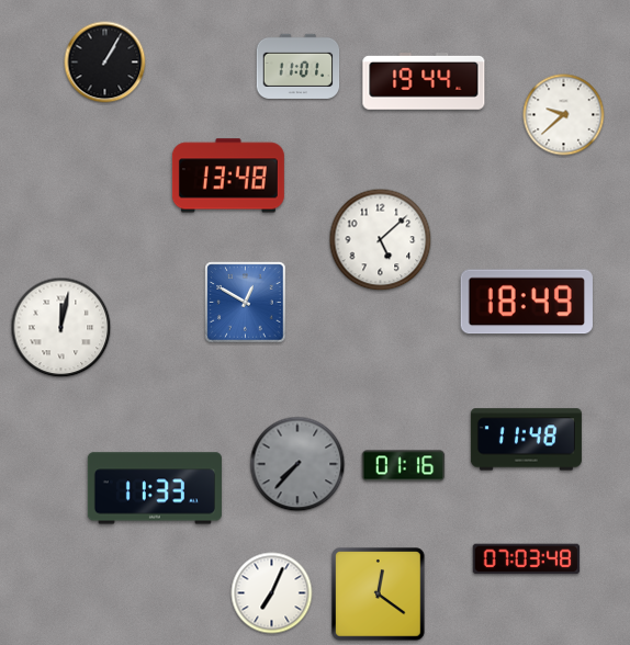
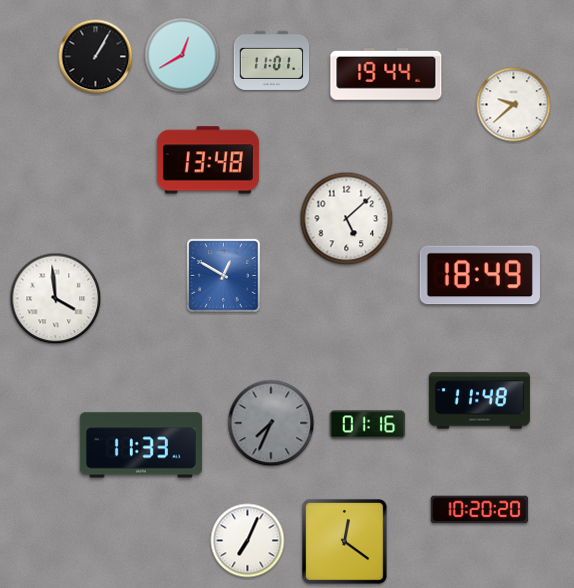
clock at (182, 55): none -> 12:40
clock at (61, 328): 12:02 -> 3:59
clock at (297, 464): 7:37 -> 7:34
clock at (527, 559): 07:03 -> 10:20
